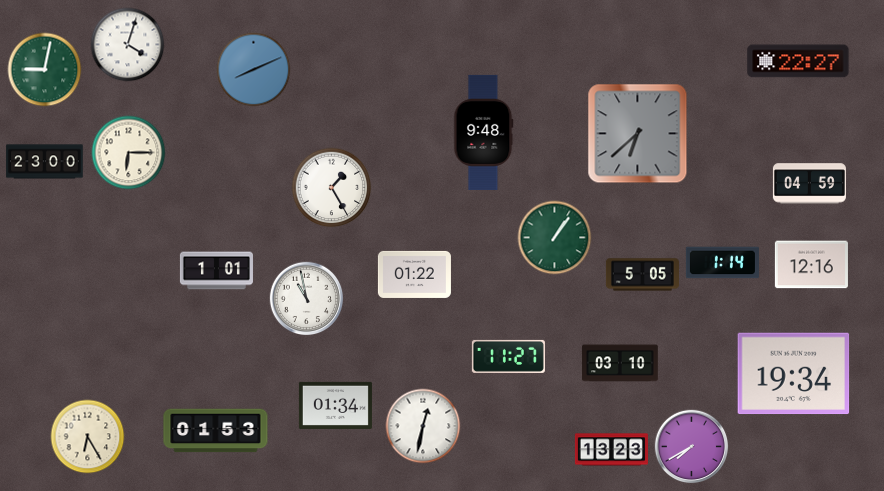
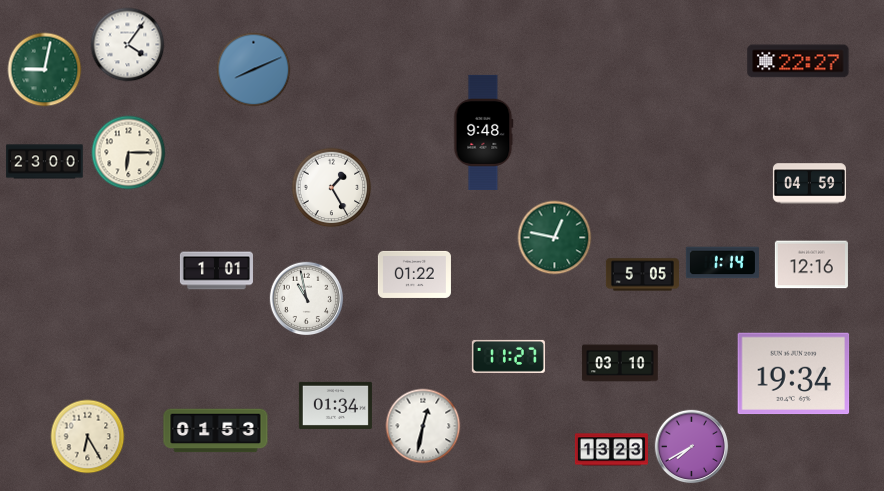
clock at (128, 45): 4:03 -> 4:06
clock at (638, 134): 6:38 -> none
clock at (555, 238): 1:06 -> 12:47
